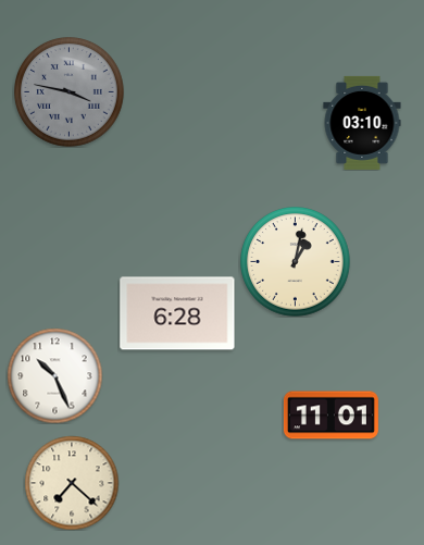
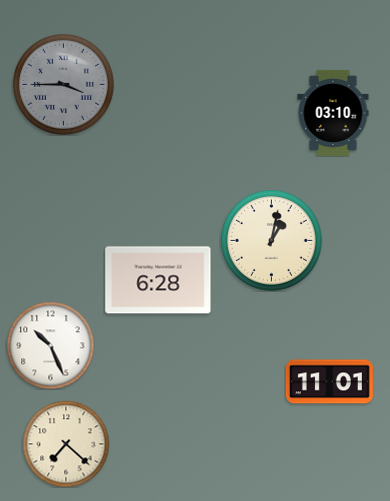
clock at (70, 92): 3:47 -> 3:45
clock at (177, 313) position: (177, 313) -> (158, 280)
clock at (331, 416) position: (331, 416) -> (329, 382)
